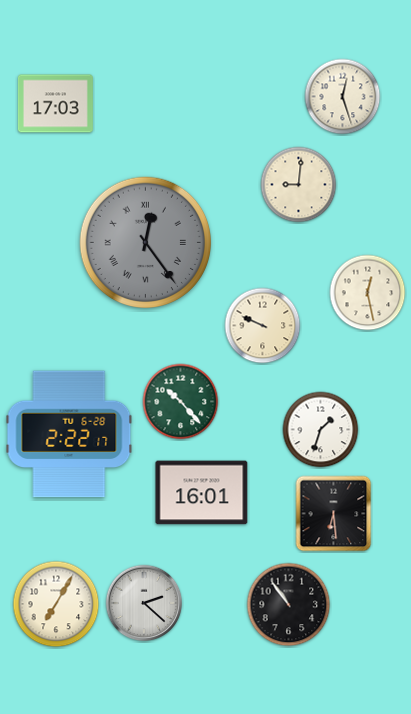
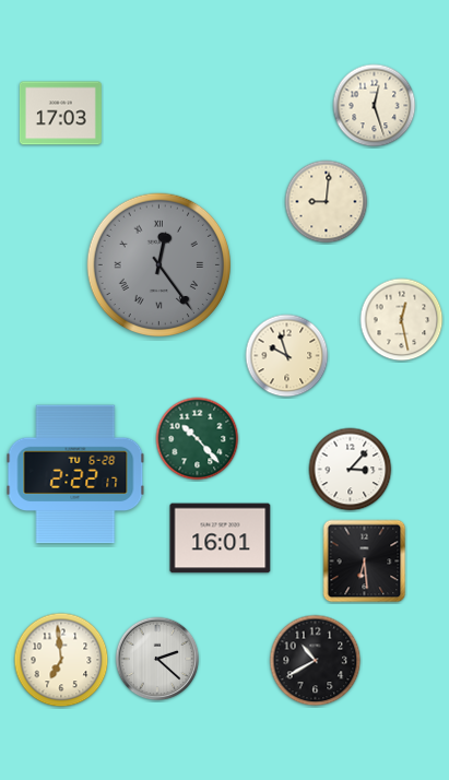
clock at (263, 326): 9:49 -> 9:57
clock at (321, 430): 1:33 -> 3:07
clock at (56, 604): 7:05 -> 6:59
clock at (289, 605): 10:54 -> 10:40
